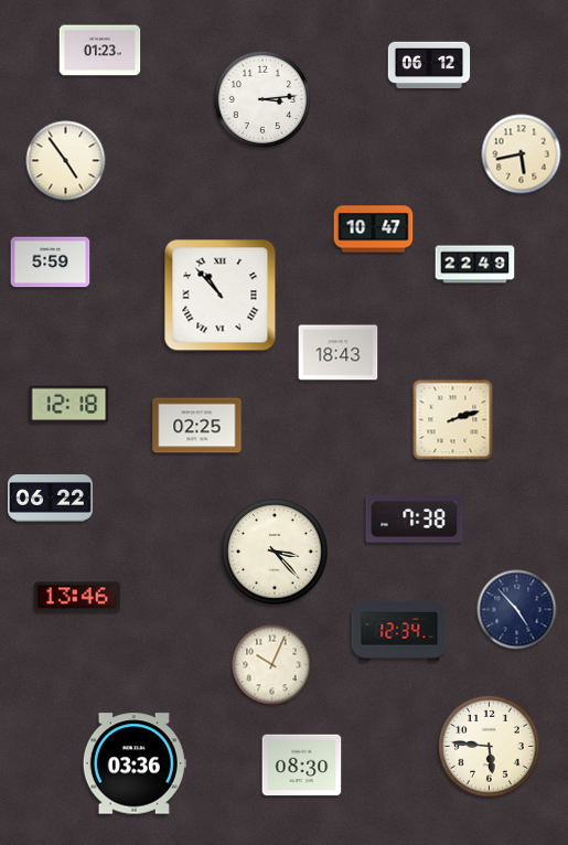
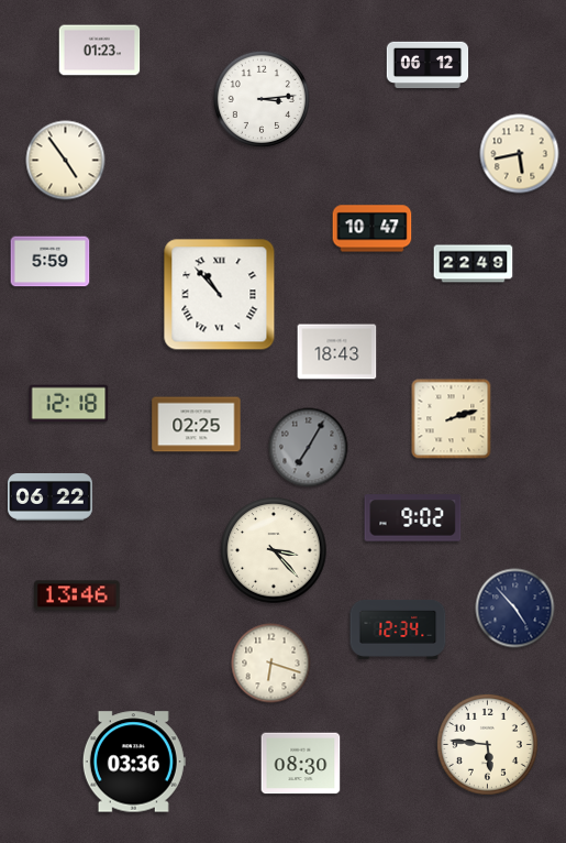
clock at (309, 448): none -> 7:05
clock at (415, 520): 7:38 -> 9:02
clock at (272, 665): 10:04 -> 6:18
